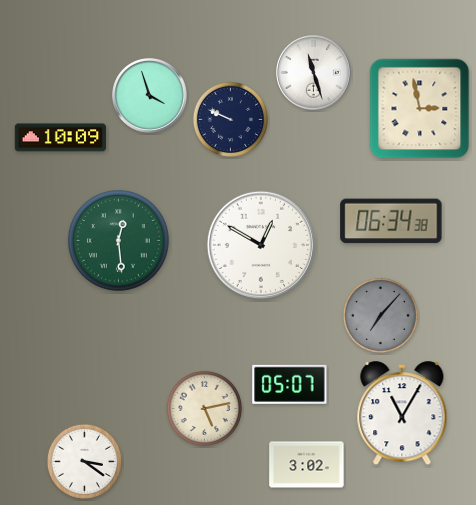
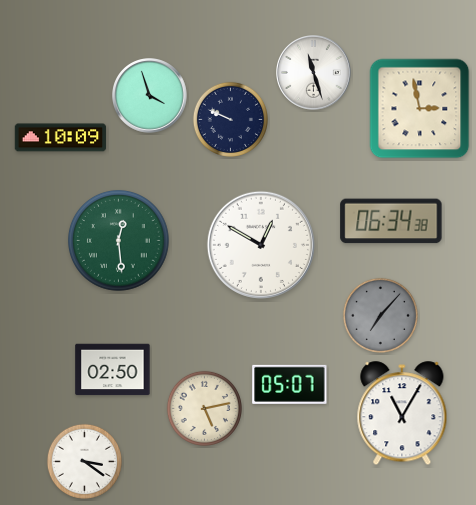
clock at (113, 370): none -> 02:50
clock at (307, 465): 3:02 -> none
